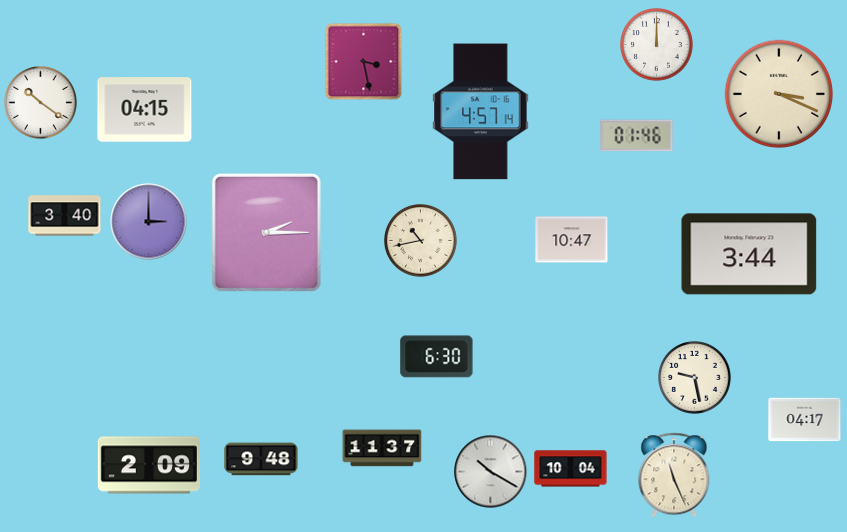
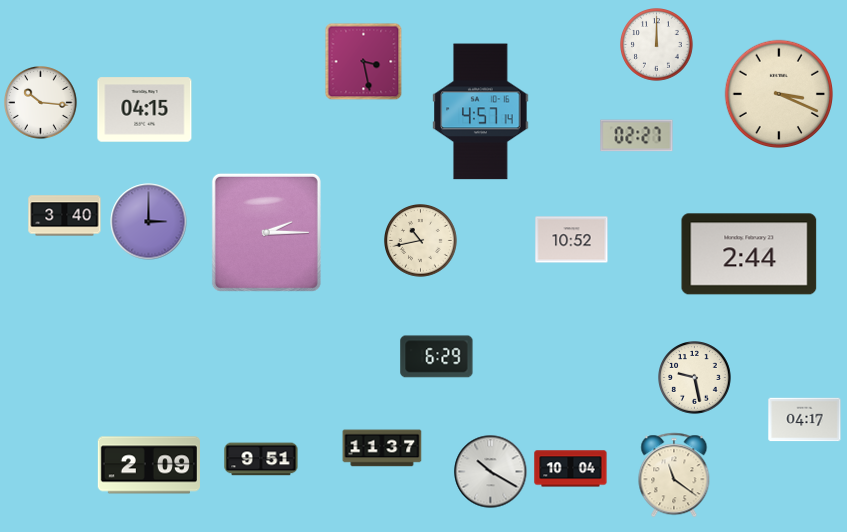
clock at (41, 103): 10:21 -> 10:16
clock at (637, 136): 01:46 -> 02:27
clock at (572, 240): 10:47 -> 10:52
clock at (749, 254): 3:44 -> 2:44
clock at (437, 357): 6:30 -> 6:29
clock at (261, 459): 9:48 -> 9:51
clock at (674, 475): 11:26 -> 11:21
